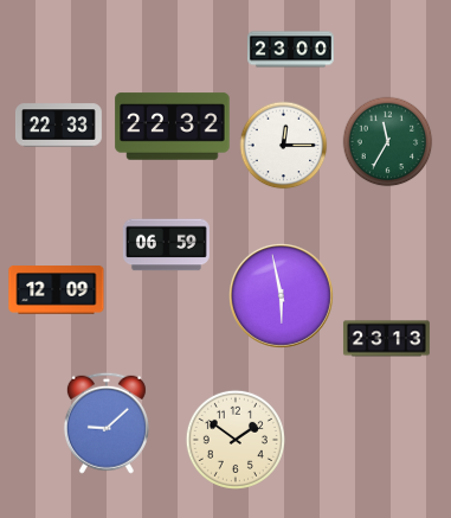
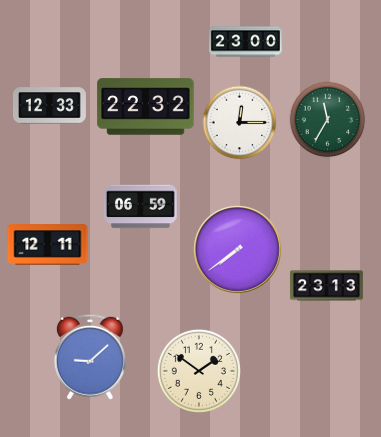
clock at (58, 126): 22:33 -> 12:33
clock at (57, 290): 12:09 -> 12:11
clock at (281, 295): 5:58 -> 7:39
